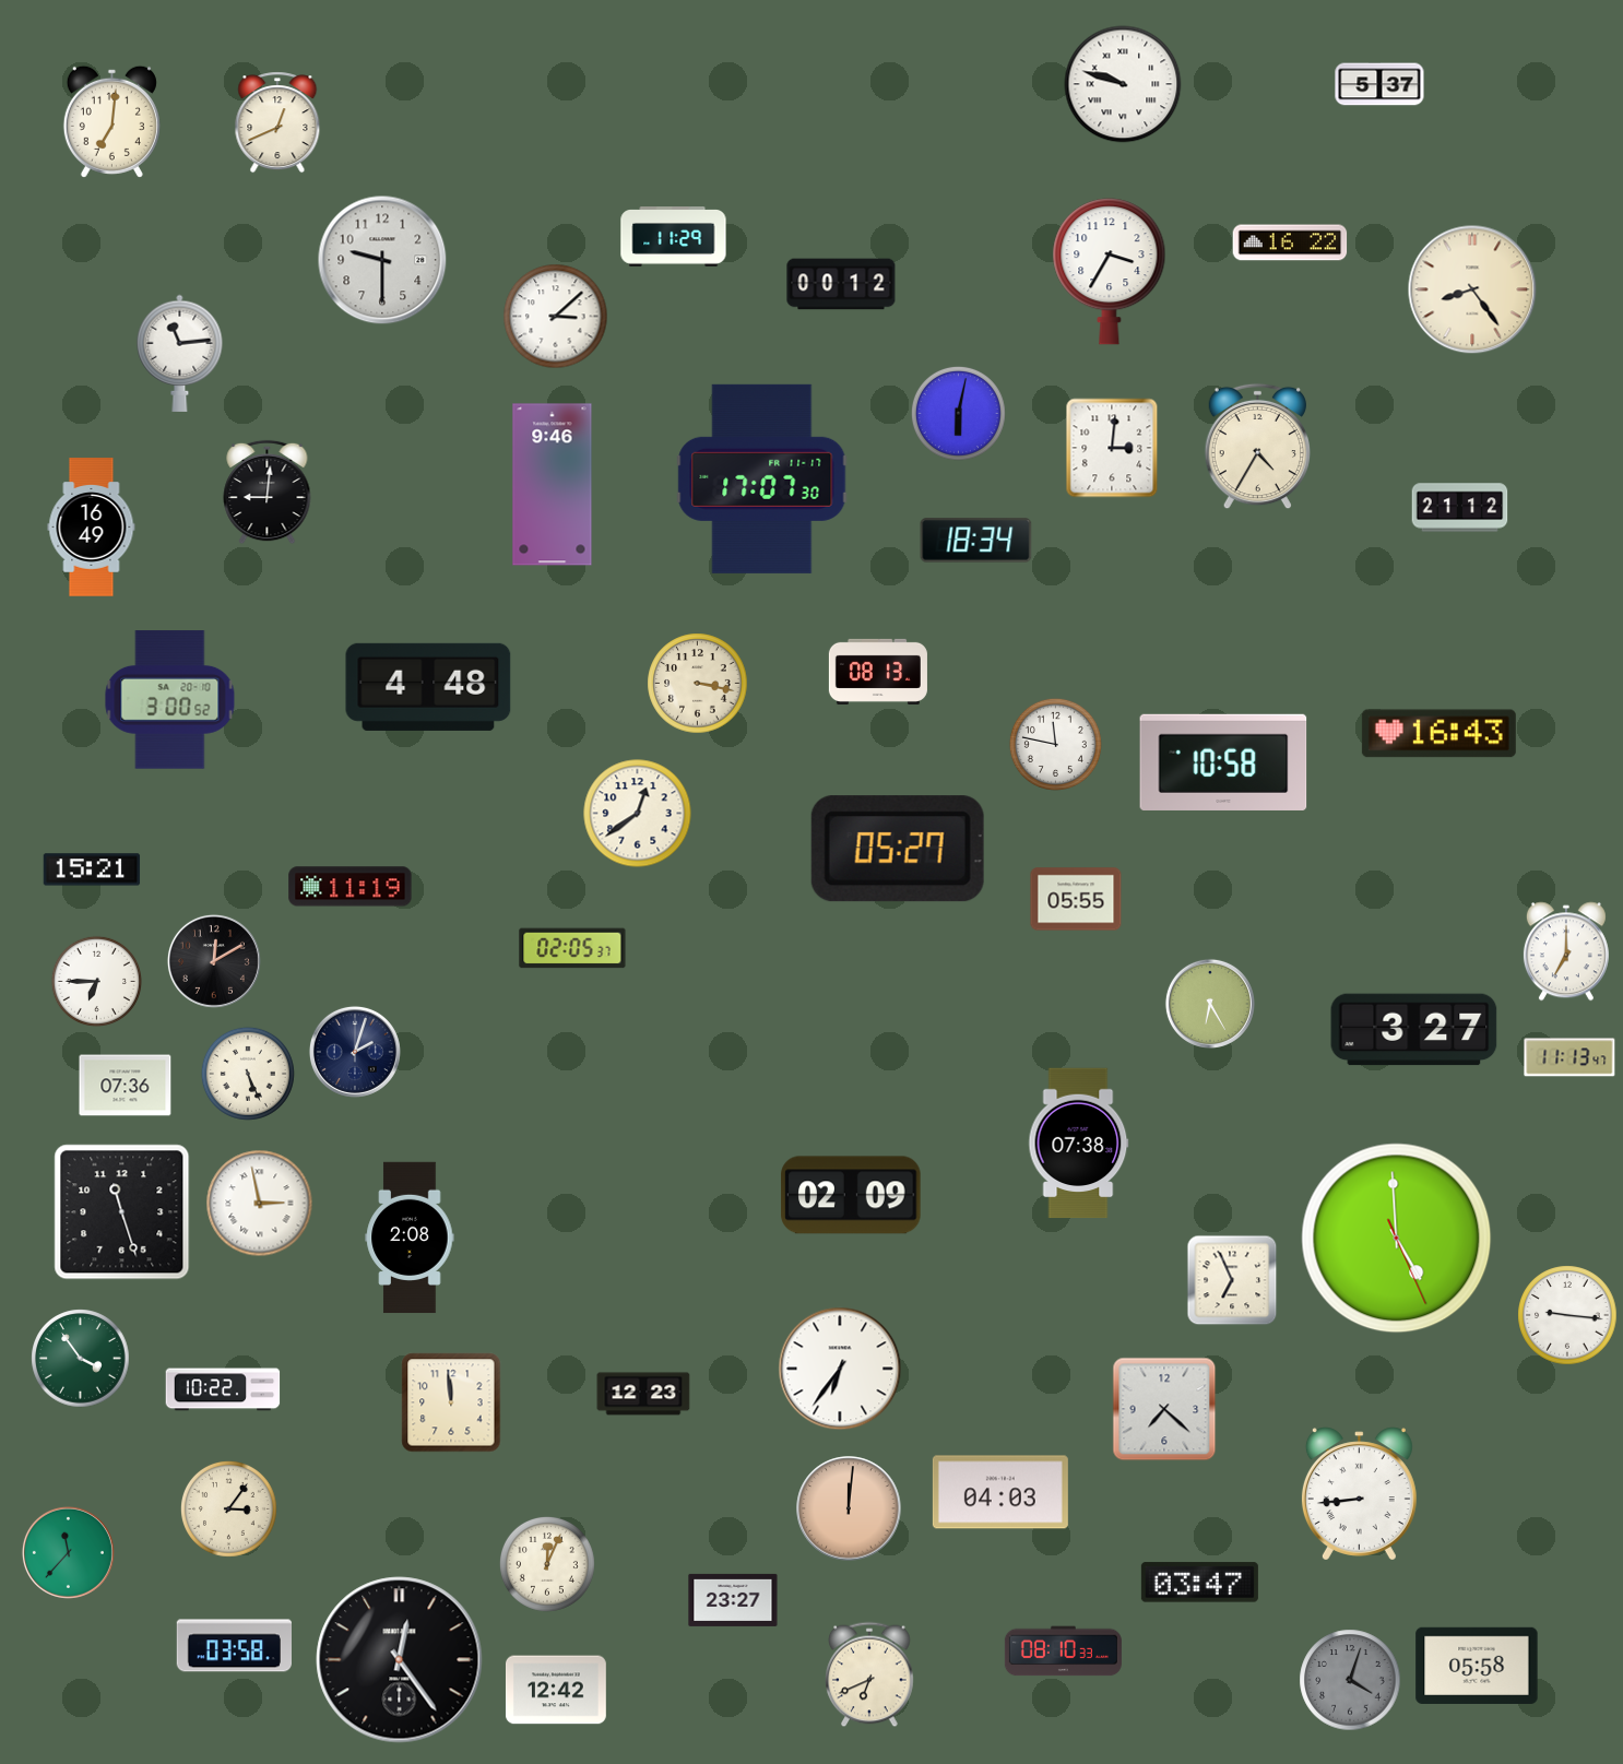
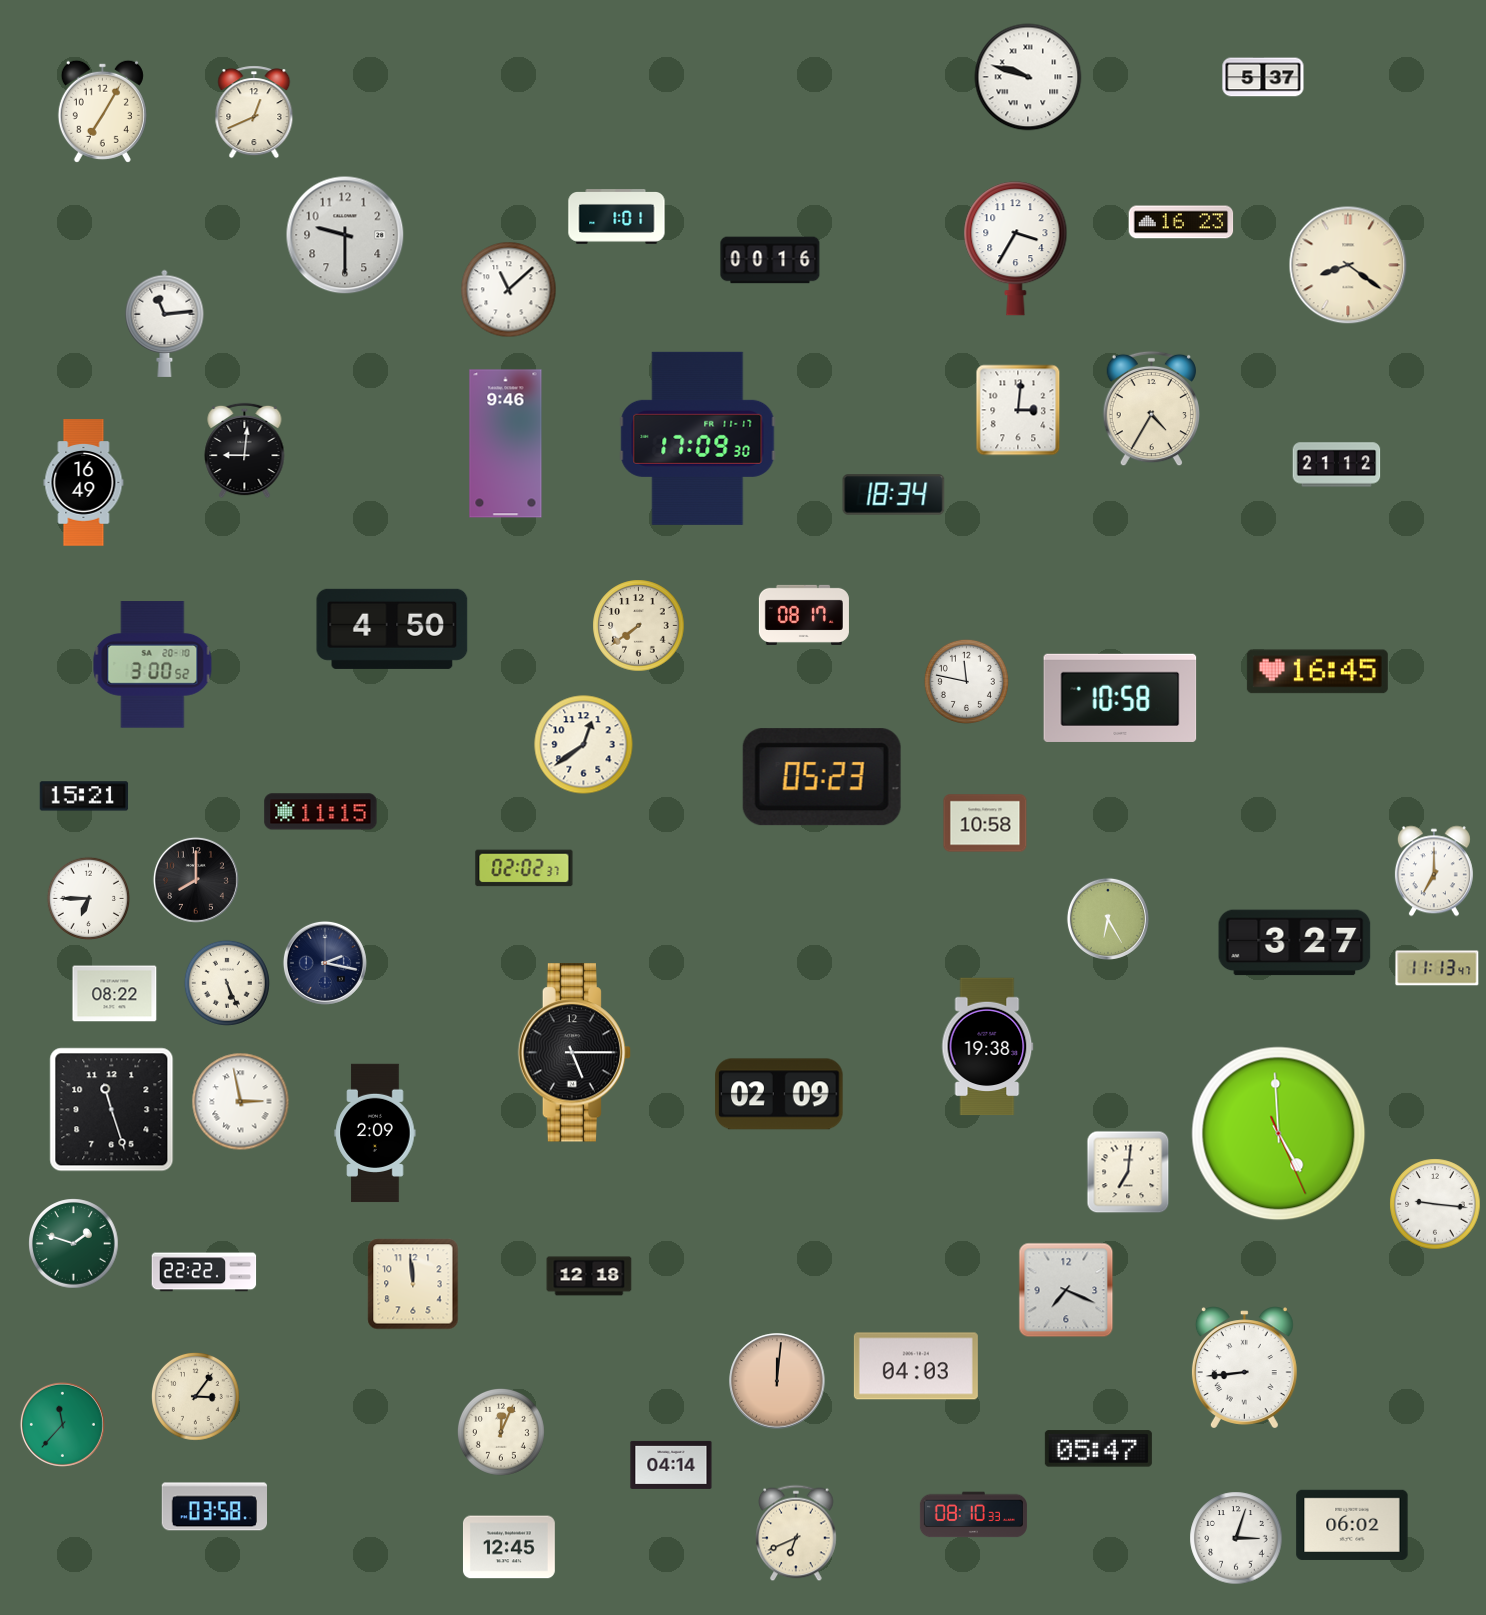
clock at (111, 121): 7:01 -> 7:05
clock at (674, 237): 11:29 -> 1:01
clock at (1290, 242): 16:22 -> 16:23
clock at (382, 260) position: (382, 260) -> (345, 235)
clock at (841, 284): 00:12 -> 00:16
clock at (1472, 289): 8:24 -> 8:21
clock at (556, 317): 3:08 -> 11:08
clock at (958, 413): 6:02 -> none
clock at (762, 478): 17:07 -> 17:09
clock at (878, 672): 08:13 -> 08:17
clock at (698, 684): 3:17 -> 7:39
clock at (428, 687): 4:48 -> 4:50
clock at (170, 700) position: (170, 700) -> (153, 665)
clock at (1438, 734): 16:43 -> 16:45
clock at (898, 849): 05:27 -> 05:23
clock at (351, 887): 11:19 -> 11:15
clock at (1076, 899): 05:55 -> 10:58
clock at (572, 948): 02:05 -> 02:02
clock at (214, 961): 12:10 -> 8:00
clock at (355, 1052): 2:03 -> 2:17
clock at (126, 1086): 07:36 -> 08:22
clock at (1079, 1144): 07:38 -> 19:38
clock at (574, 1053): none -> 5:15
clock at (260, 1204) position: (260, 1204) -> (241, 1102)
clock at (410, 1238): 2:08 -> 2:09
clock at (1232, 1280): 6:56 -> 7:01
clock at (81, 1359): 3:54 -> 1:48
clock at (840, 1369): 6:36 -> none
clock at (223, 1389): 10:22 -> 22:22
clock at (643, 1394): 12:23 -> 12:18
clock at (1164, 1409): 7:22 -> 7:19
clock at (229, 1510) position: (229, 1510) -> (196, 1397)
clock at (68, 1552) position: (68, 1552) -> (62, 1424)
clock at (1199, 1583): 03:47 -> 05:47
clock at (733, 1600): 23:27 -> 04:14
clock at (1063, 1651) position: (1063, 1651) -> (973, 1515)
clock at (400, 1660): 12:24 -> none
clock at (1477, 1666): 05:58 -> 06:02
clock at (1350, 1680): 4:03 -> 3:03
clock at (1350, 1680) dial: grey -> white
clock at (556, 1690): 12:42 -> 12:45
